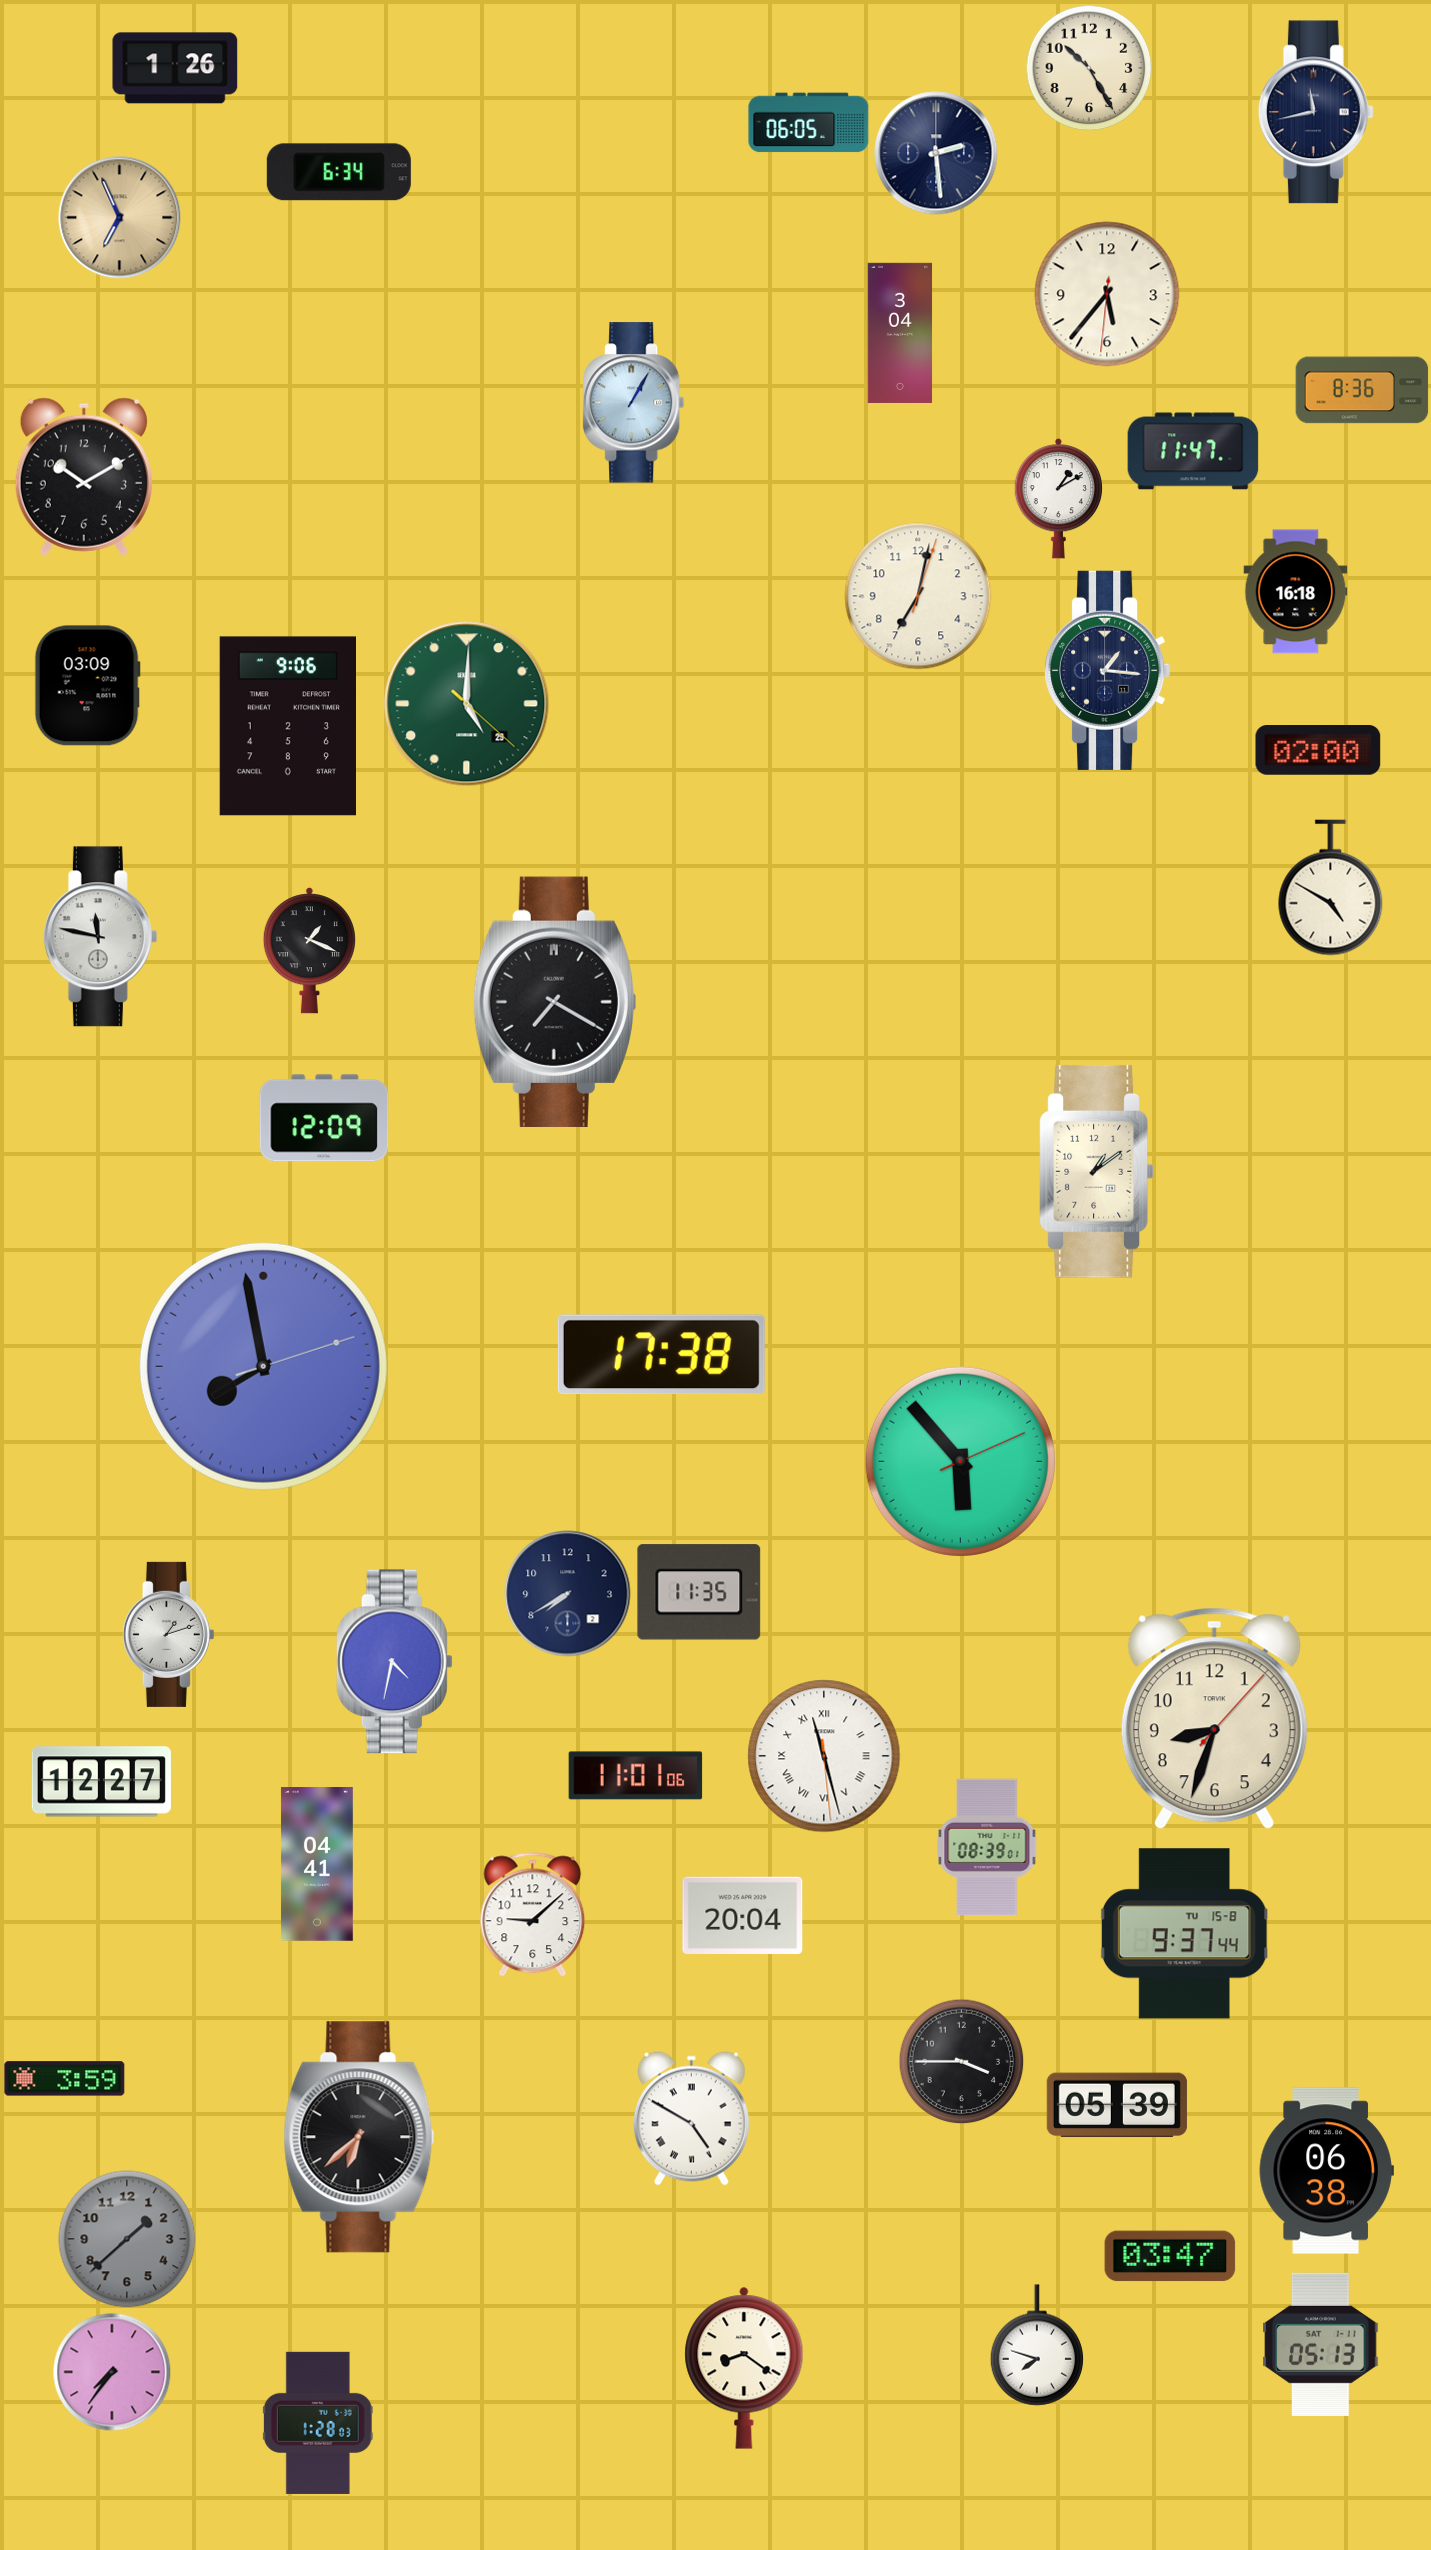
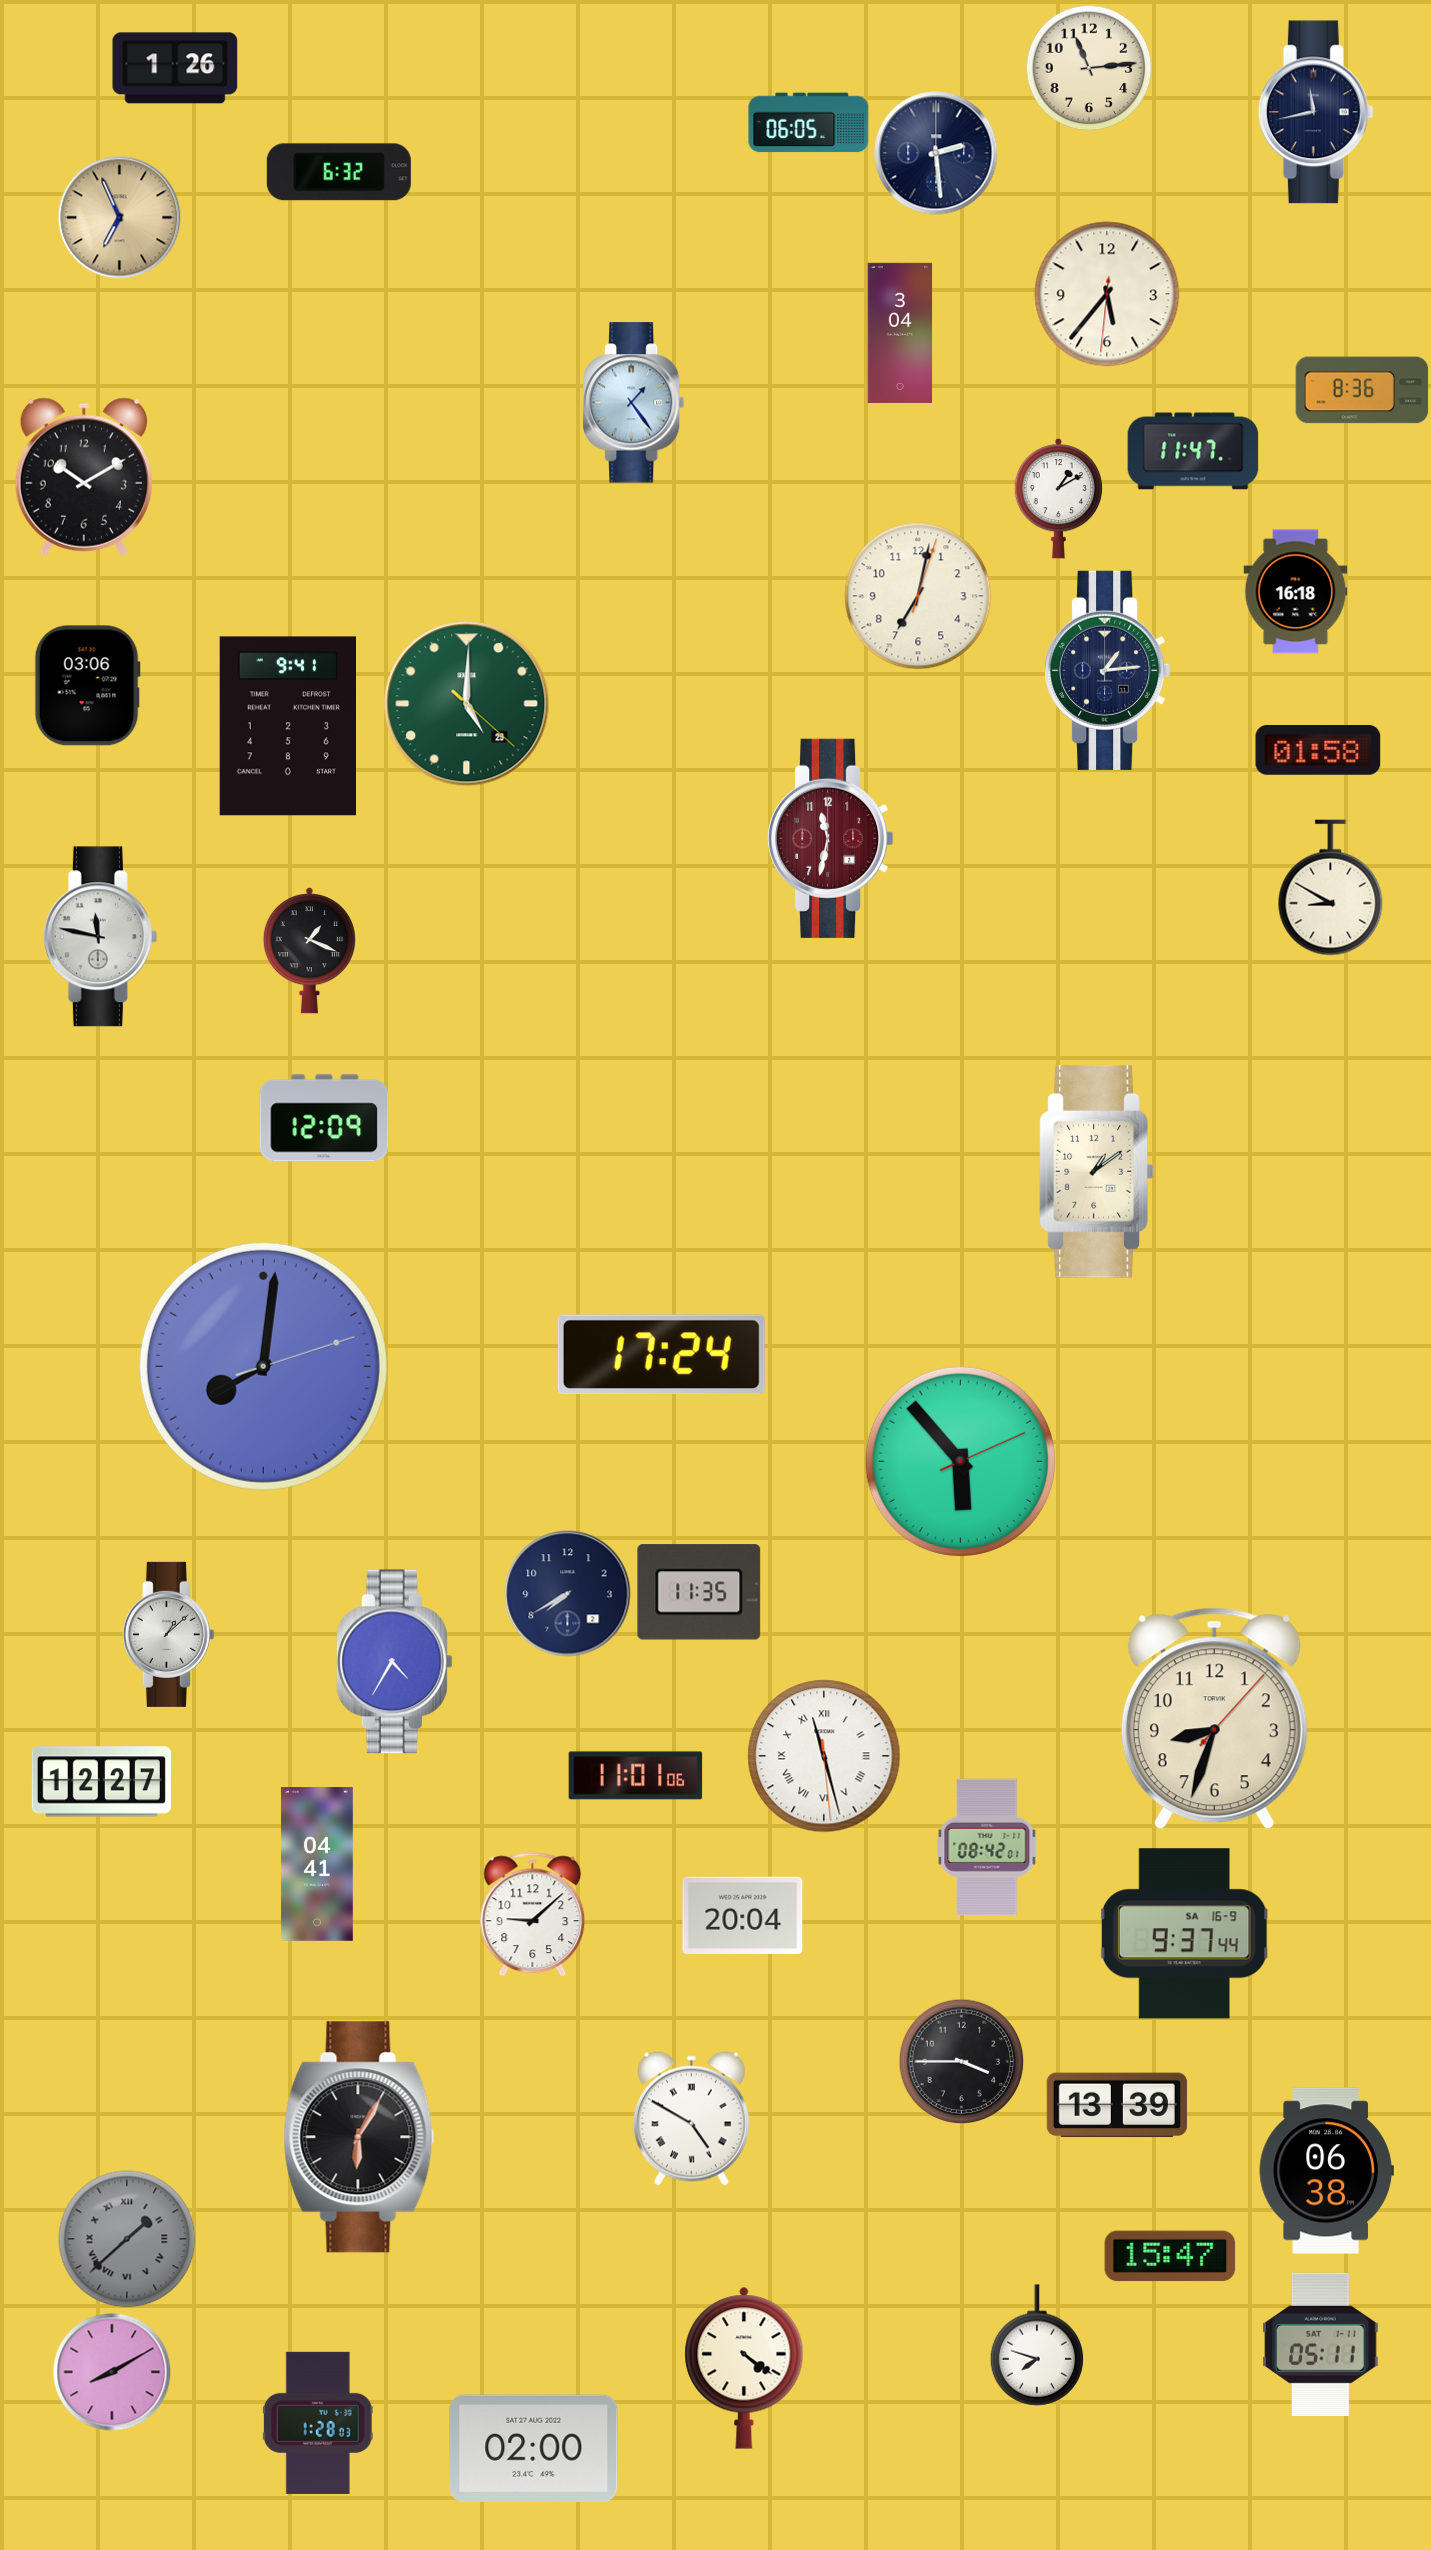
clock at (1089, 68): 10:25 -> 11:14
clock at (339, 172): 6:34 -> 6:32
clock at (634, 403): 1:05 -> 1:24
clock at (1108, 670): 1:16 -> 1:14
clock at (87, 686): 03:09 -> 03:06
clock at (287, 726): 9:06 -> 9:41
clock at (1318, 751): 02:00 -> 01:58
clock at (831, 838): none -> 11:32
clock at (1331, 888): 4:50 -> 8:50
clock at (555, 1002): 7:20 -> none
clock at (661, 1355): 17:38 -> 17:24
clock at (263, 1366): 7:58 -> 8:01
clock at (168, 1634): 1:12 -> 1:08
clock at (394, 1662): 4:32 -> 4:35
clock at (987, 1847): 08:39 -> 08:42
clock at (1184, 1934) date: TU 15-8 -> SA 16-9
clock at (65, 2079): 3:59 -> none
clock at (1117, 2105): 05:39 -> 13:39
clock at (359, 2137): 6:38 -> 6:05
clock at (127, 2239) numerals: Arabic -> Roman
clock at (1170, 2256): 03:47 -> 15:47
clock at (1321, 2344): 05:13 -> 05:11
clock at (744, 2368): 8:21 -> 4:21
clock at (112, 2372): 7:36 -> 8:10
clock at (534, 2448): none -> 02:00
